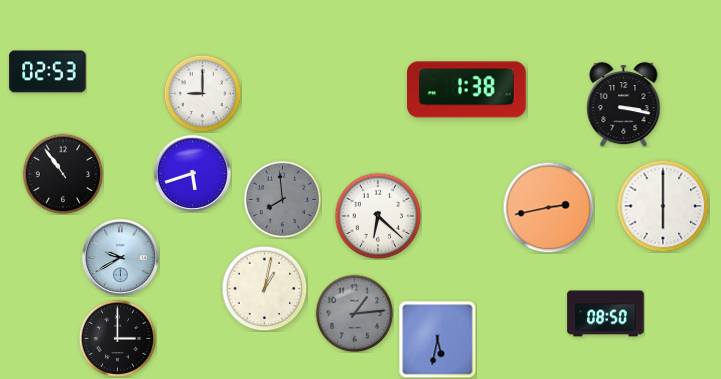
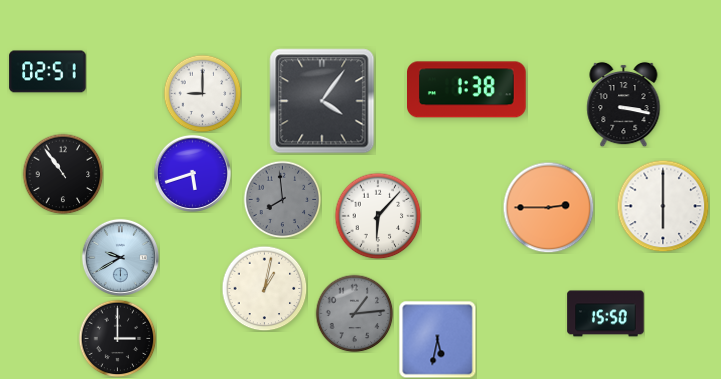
clock at (48, 72): 02:53 -> 02:51
clock at (322, 101): none -> 4:06
clock at (548, 207): 2:43 -> 2:45
clock at (378, 216): 6:22 -> 6:07
clock at (606, 314): 08:50 -> 15:50
